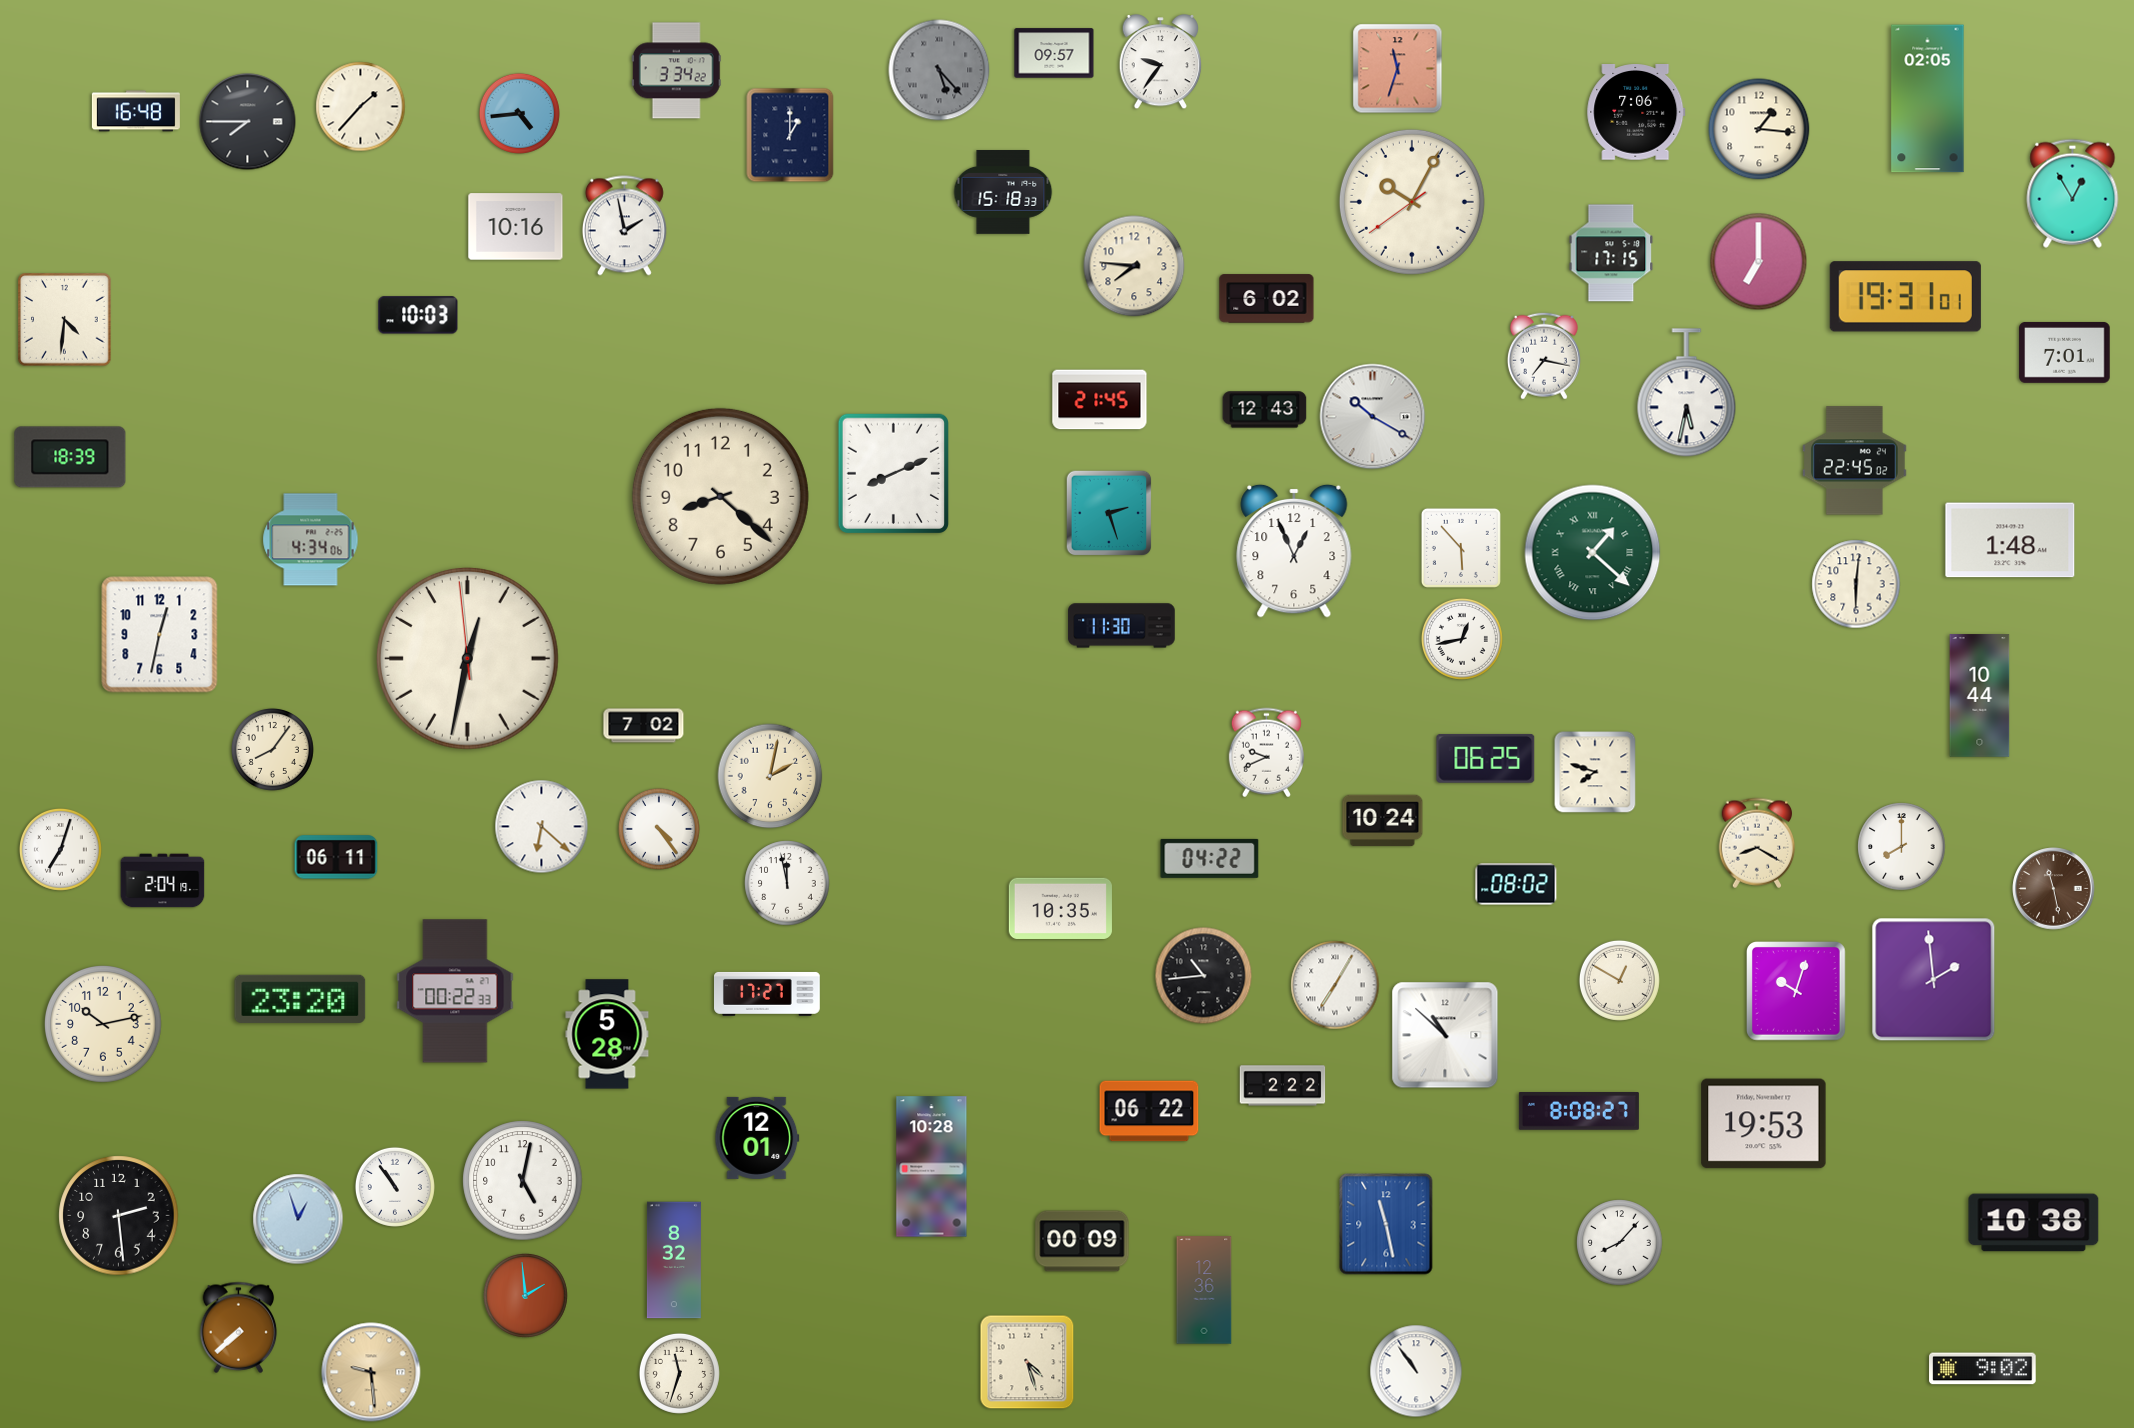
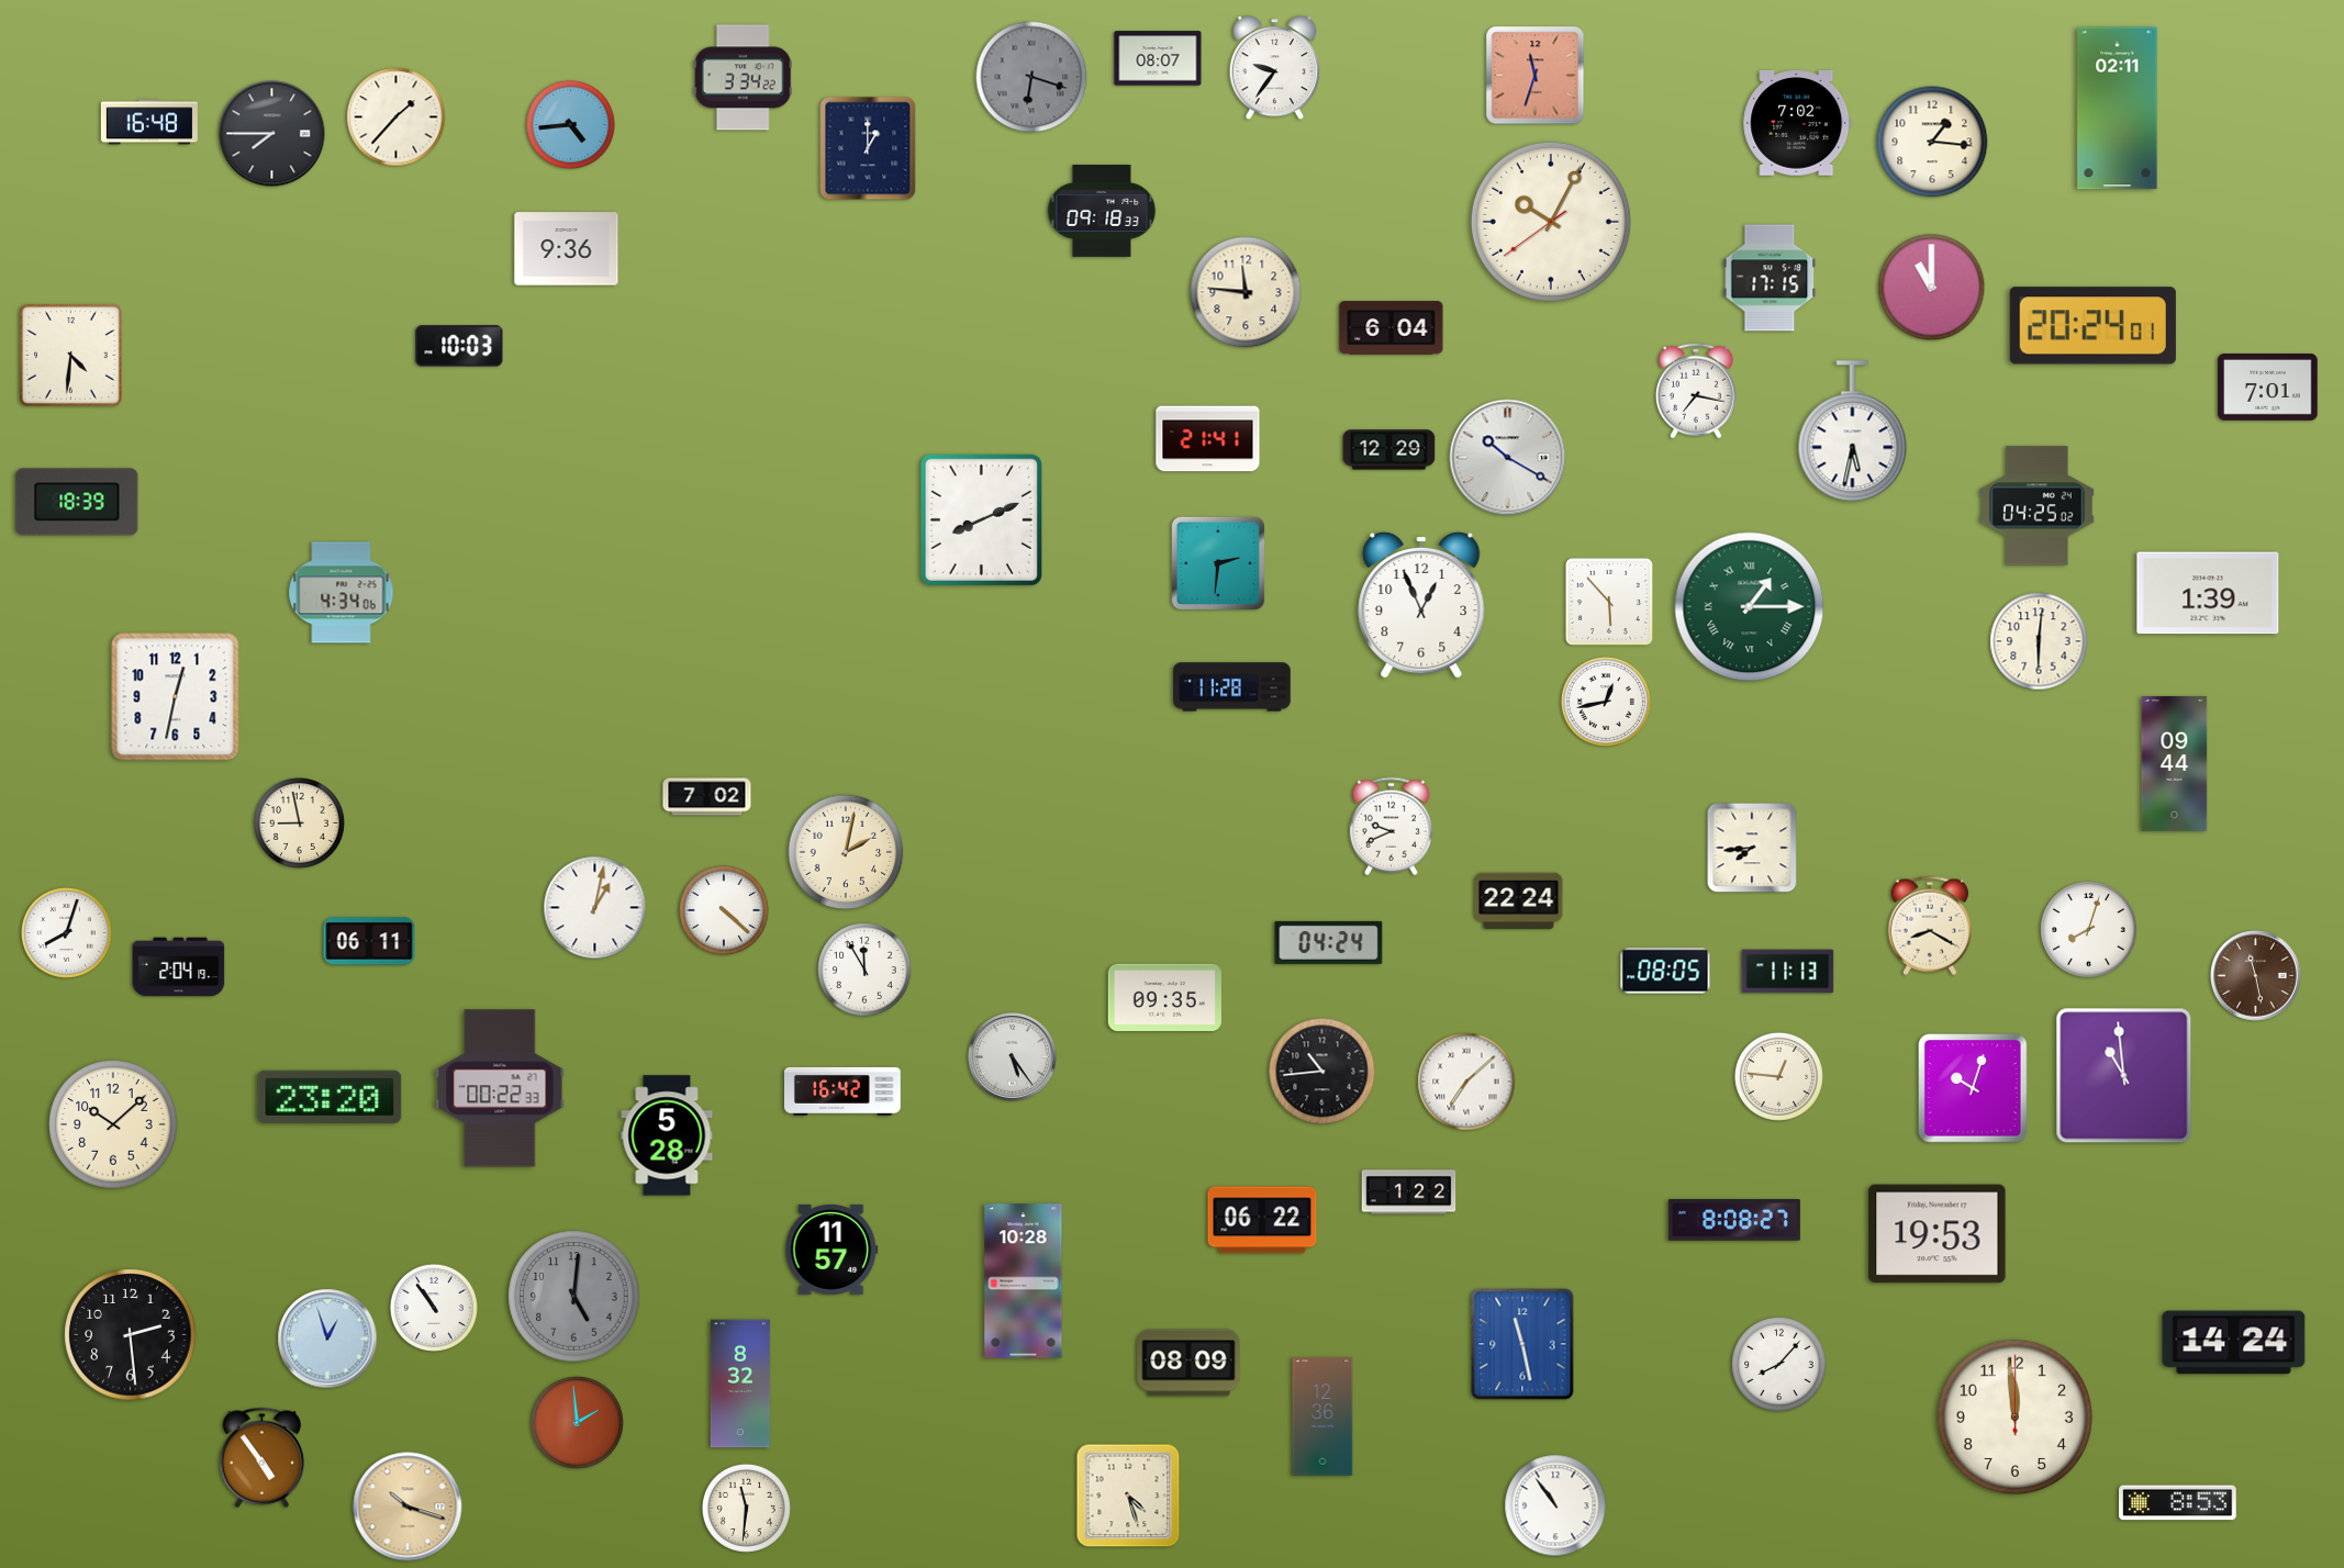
clock at (1054, 53): 09:57 -> 08:07
clock at (939, 70): 5:23 -> 6:18
clock at (1928, 99): 02:05 -> 02:11
clock at (1636, 113): 7:06 -> 7:02
clock at (1003, 193): 15:18 -> 09:18
clock at (2073, 193): 12:55 -> none
clock at (624, 226): 1:58 -> none
clock at (516, 227): 10:16 -> 9:36
clock at (1759, 262): 7:00 -> 11:00
clock at (1134, 266): 7:46 -> 11:46
clock at (1905, 297): 19:31 -> 20:24
clock at (1267, 299): 6:02 -> 6:04
clock at (65, 320) position: (65, 320) -> (71, 356)
clock at (1100, 400): 21:45 -> 21:41
clock at (1265, 410): 12:43 -> 12:29
clock at (1855, 461): 22:45 -> 04:25
clock at (720, 496): 8:22 -> none
clock at (1109, 513): 2:27 -> 2:31
clock at (2010, 540): 1:48 -> 1:39
clock at (1461, 548) position: (1461, 548) -> (1609, 602)
clock at (1593, 553): 1:22 -> 1:15
clock at (1122, 626): 11:30 -> 11:28
clock at (467, 658): 12:31 -> none
clock at (1980, 696): 10:44 -> 09:44
clock at (272, 749): 8:06 -> 8:58
clock at (1486, 758): 06:25 -> none
clock at (1595, 772): 7:48 -> 7:44
clock at (1383, 821): 10:24 -> 22:24
clock at (542, 827): 6:22 -> 1:02
clock at (659, 829): 4:24 -> 4:22
clock at (1902, 847): 8:00 -> 8:03
clock at (60, 849): 7:03 -> 8:03
clock at (1210, 858): 04:22 -> 04:24
clock at (787, 883): 11:58 -> 11:55
clock at (1516, 884): 08:02 -> 08:05
clock at (1788, 972): none -> 11:13
clock at (1060, 908): 10:35 -> 09:35
clock at (1013, 1057): none -> 5:24
clock at (1619, 980): 12:50 -> 12:46
clock at (1934, 980): 1:59 -> 10:59
clock at (1335, 985): 7:05 -> 7:08
clock at (768, 994): 17:27 -> 16:42
clock at (104, 1025): 10:13 -> 10:08
clock at (1445, 1035): 10:52 -> none
clock at (1283, 1086): 2:22 -> 1:22
clock at (757, 1138): 12:01 -> 11:57
clock at (523, 1181): 5:02 -> 5:01
clock at (523, 1181) dial: white -> grey
clock at (395, 1187) position: (395, 1187) -> (434, 1308)
clock at (2034, 1223): 10:38 -> 14:24
clock at (1082, 1241): 00:09 -> 08:09
clock at (2014, 1416): none -> 11:59
clock at (239, 1327): 7:38 -> 4:54
clock at (1983, 1369): 9:02 -> 8:53
clock at (371, 1372): 9:29 -> 10:18
clock at (679, 1373): 11:33 -> 11:31
